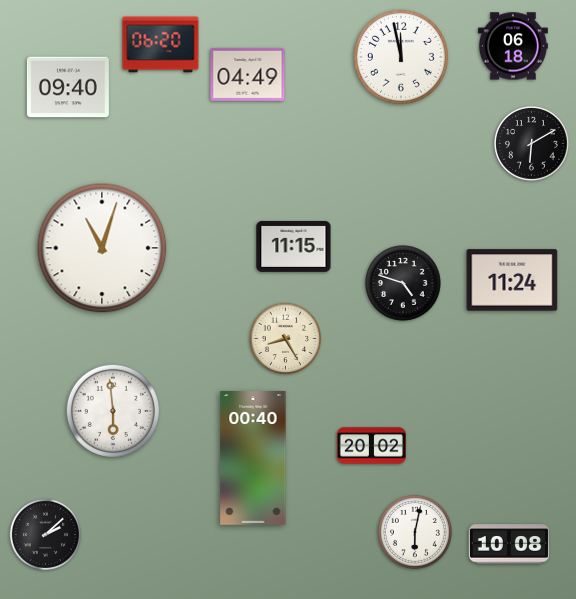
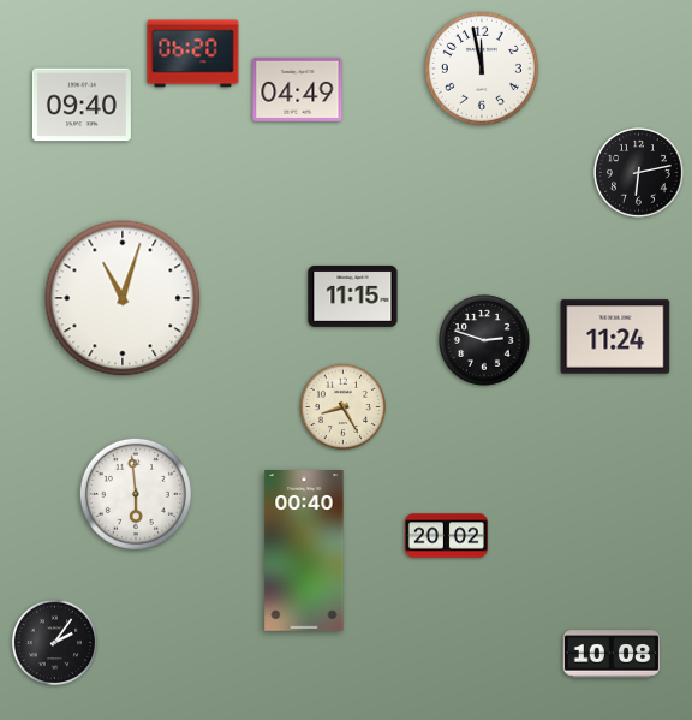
clock at (513, 46): 06:18 -> none
clock at (532, 144): 6:10 -> 6:13
clock at (403, 283): 4:48 -> 2:48
clock at (415, 532): 6:02 -> none
clock at (46, 535): 2:08 -> 2:06
